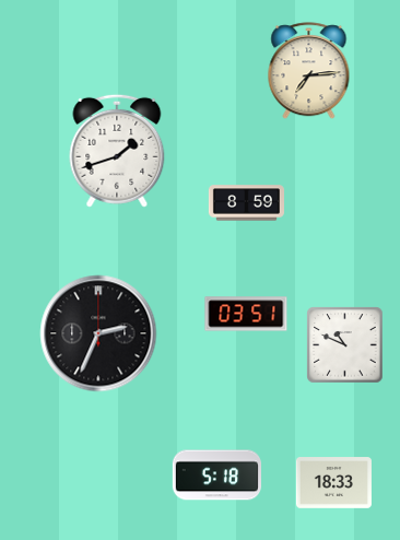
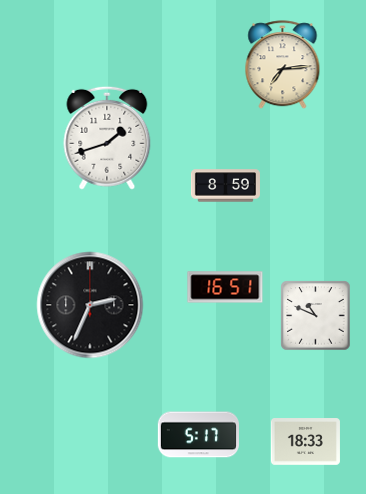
clock at (246, 314): 03:51 -> 16:51
clock at (216, 476): 5:18 -> 5:17
